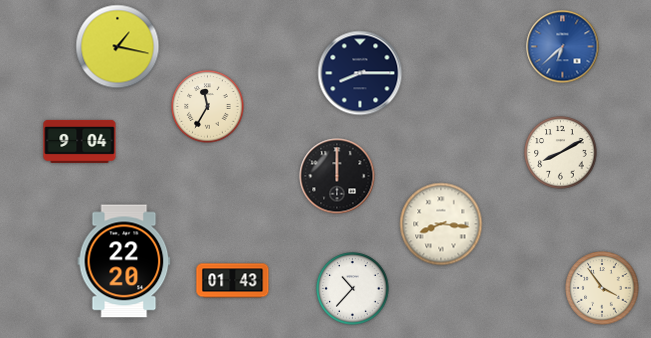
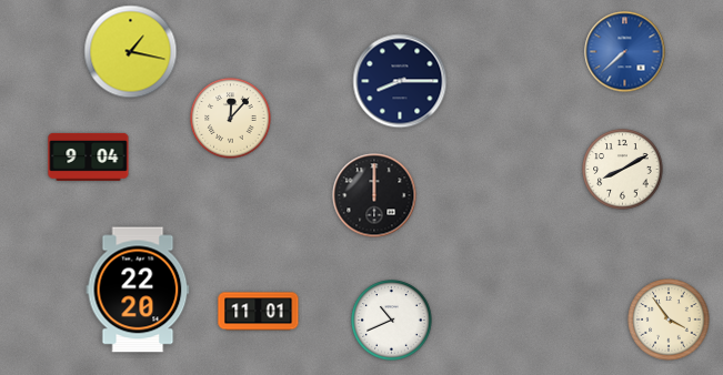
clock at (563, 47): 6:38 -> 7:38
clock at (208, 107): 11:35 -> 12:07
clock at (441, 224): 8:16 -> none
clock at (233, 281): 01:43 -> 11:01
clock at (353, 289): 10:37 -> 10:41
